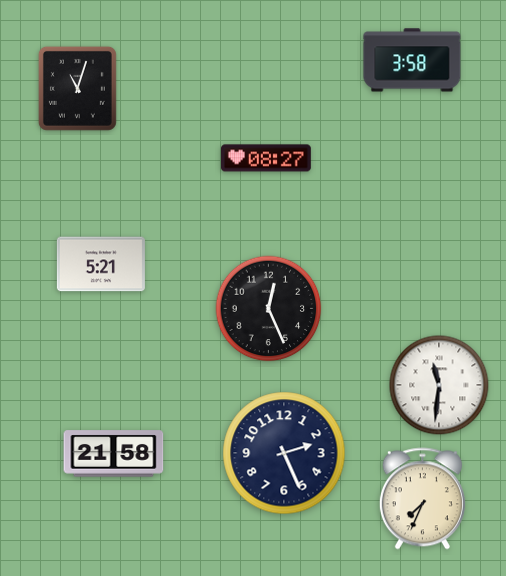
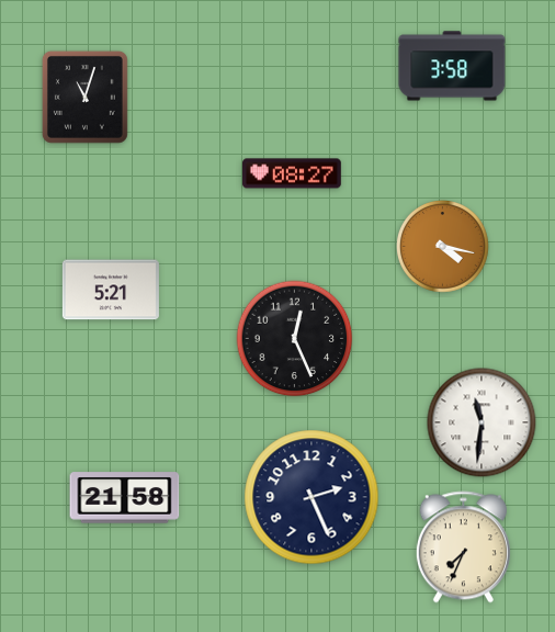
clock at (443, 247): none -> 4:17
